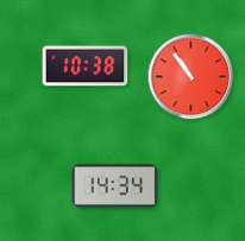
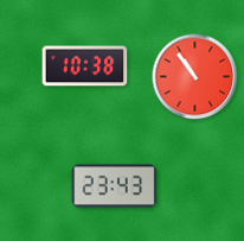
clock at (191, 77) position: (191, 77) -> (195, 77)
clock at (115, 186): 14:34 -> 23:43
